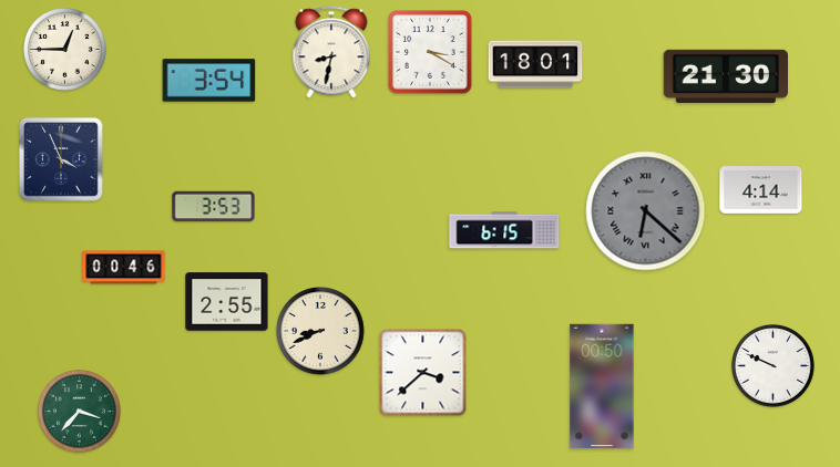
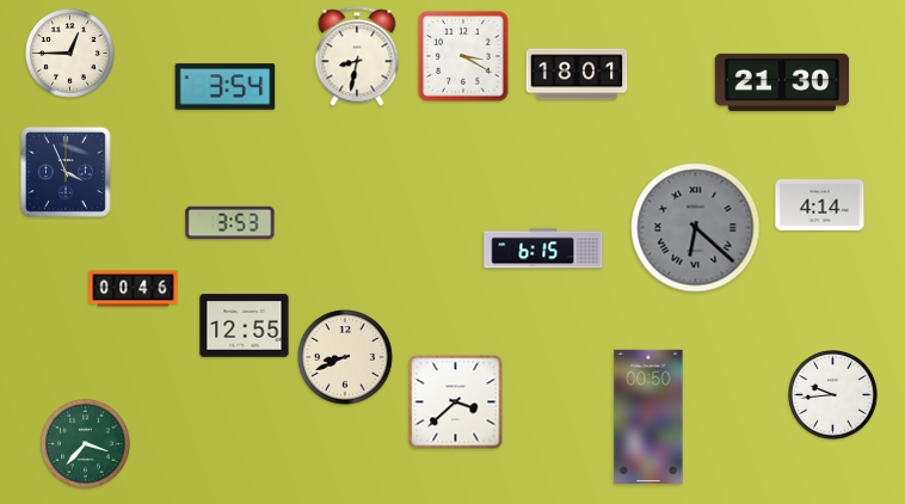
clock at (535, 64) position: (535, 64) -> (577, 74)
clock at (227, 302): 2:55 -> 12:55
clock at (774, 366): 9:49 -> 9:44
